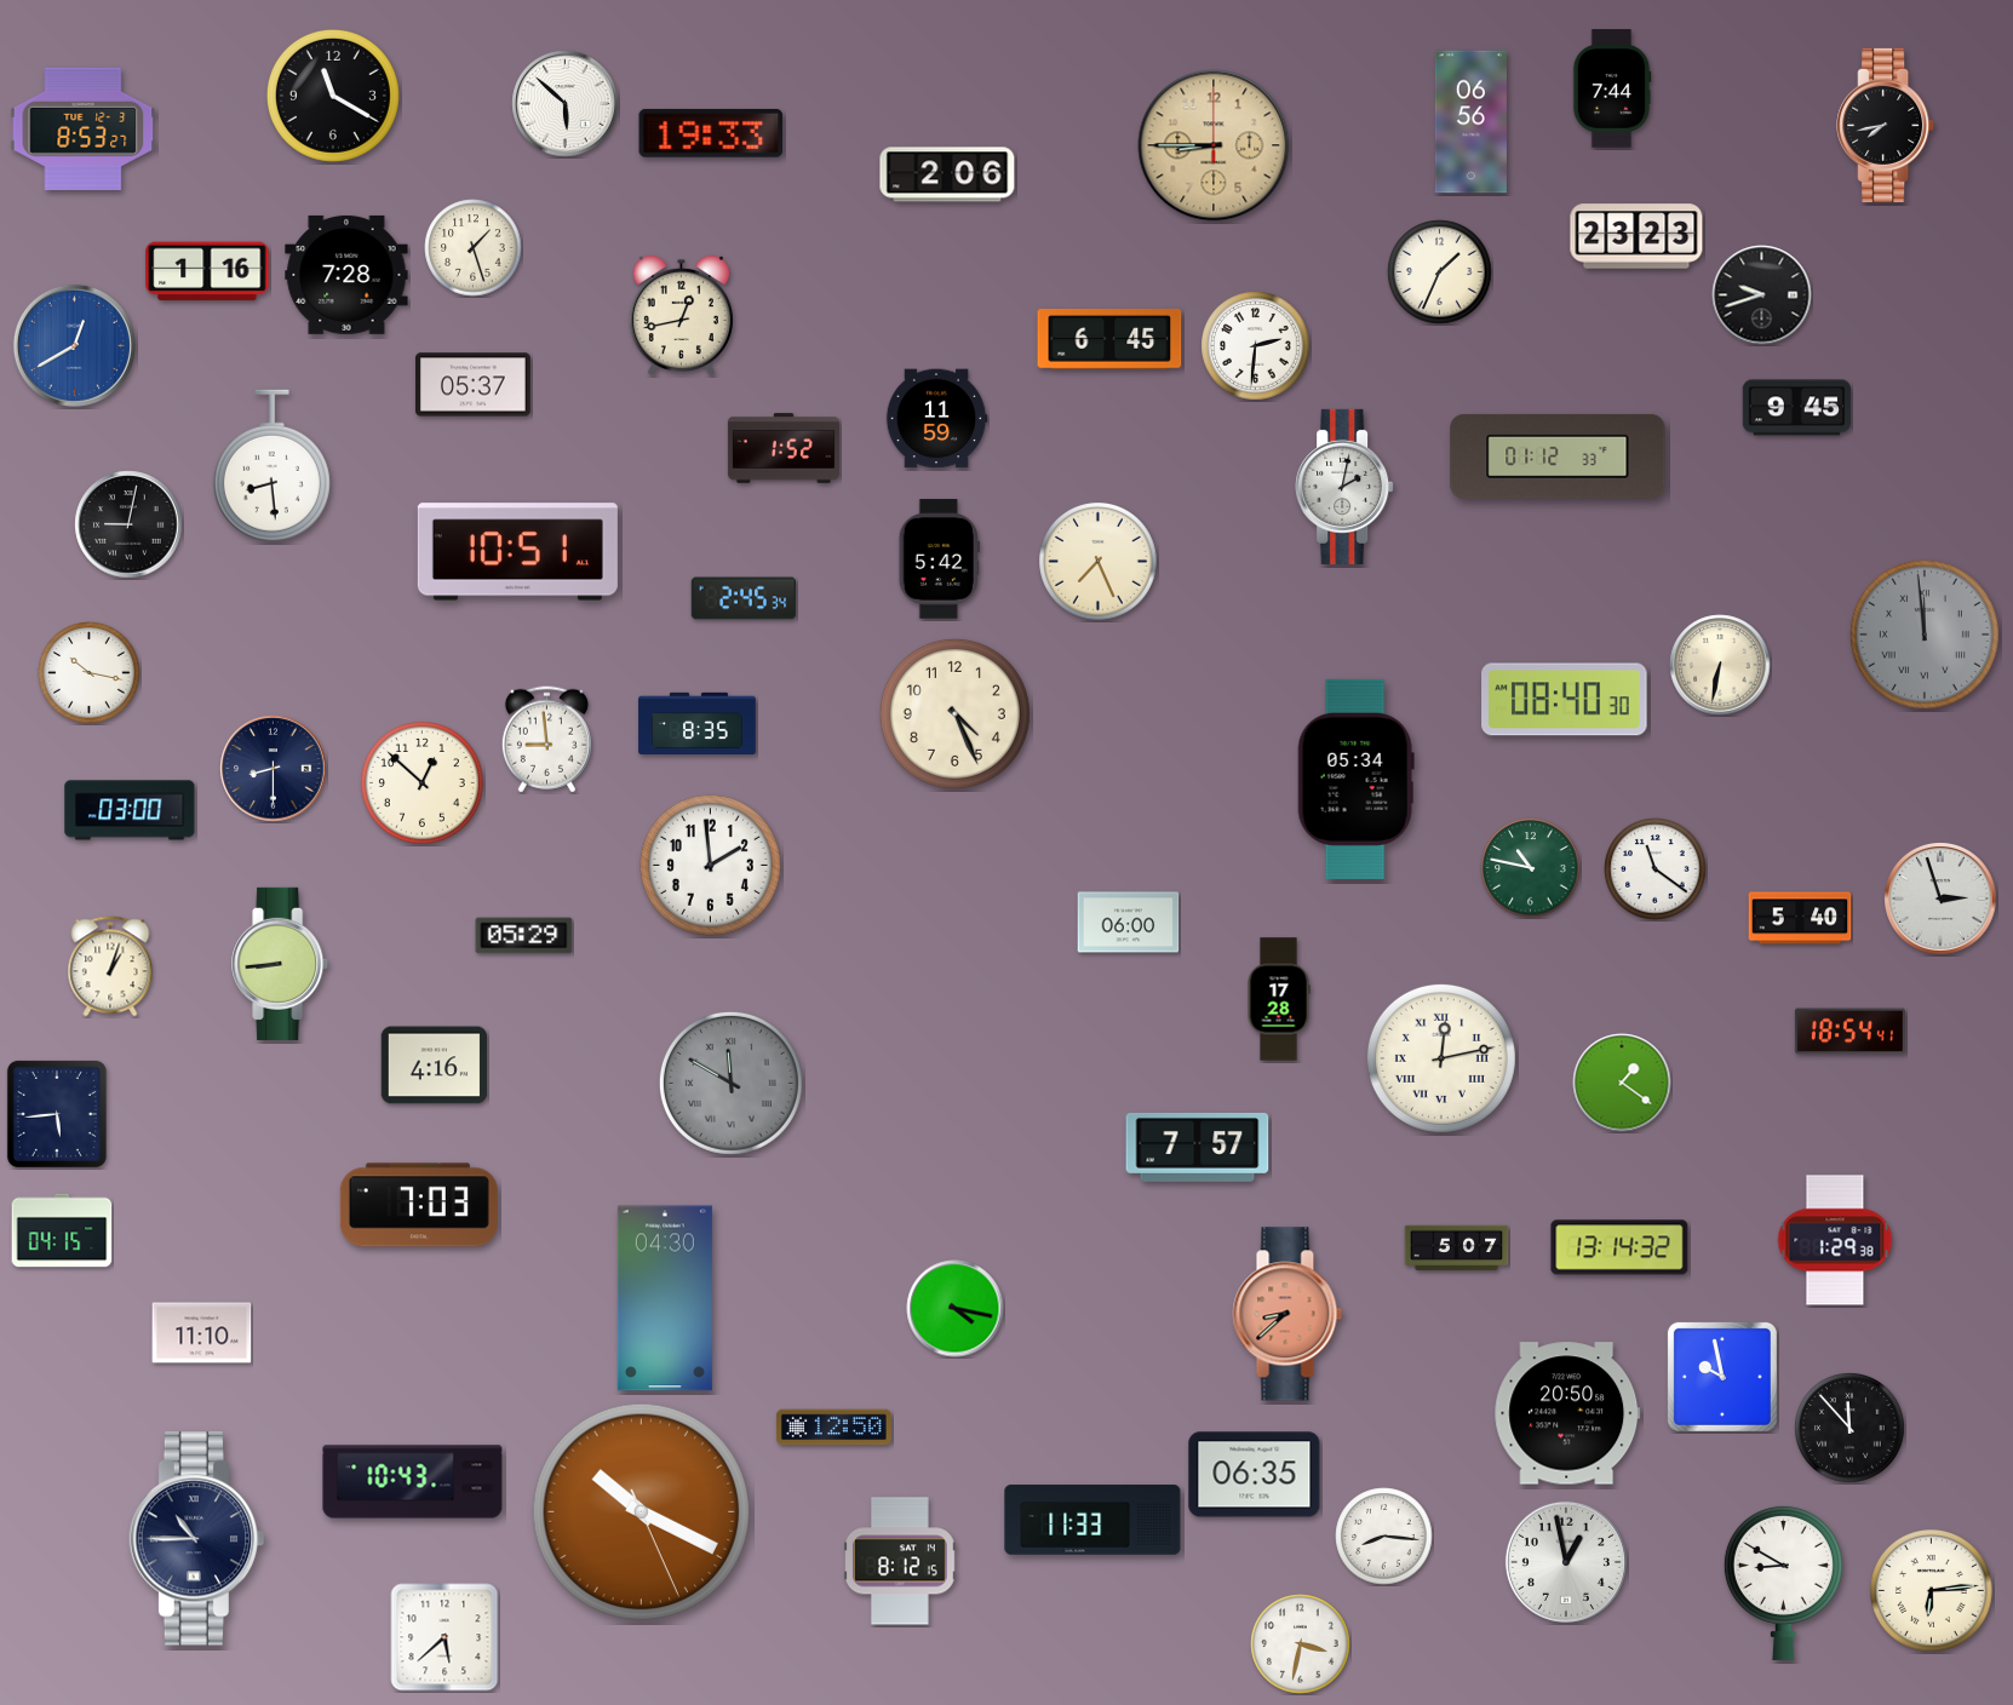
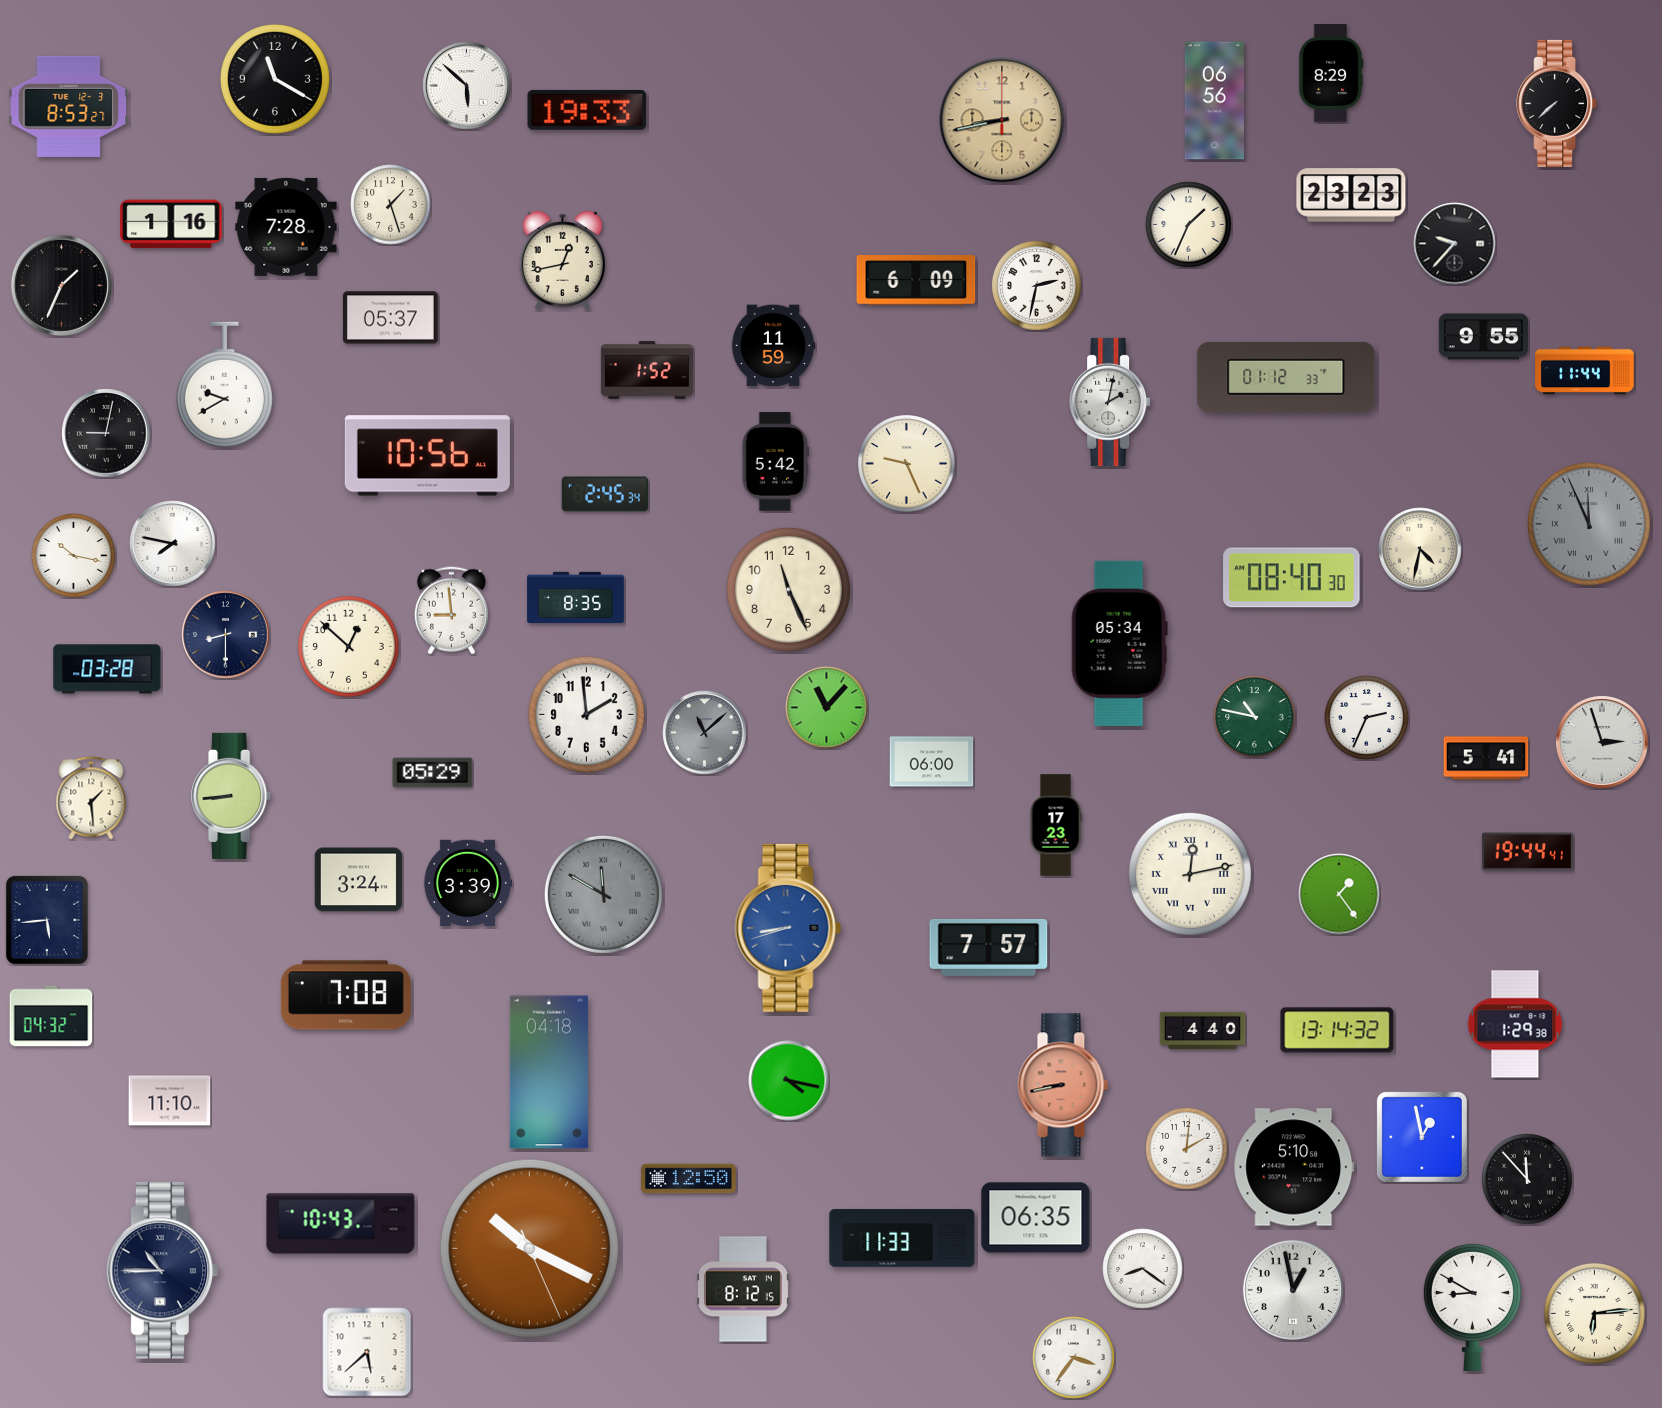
clock at (1612, 88): 7:44 -> 8:29
clock at (1886, 125): 7:43 -> 7:38
clock at (1214, 145): 8:45 -> 8:43
clock at (947, 174): 2:06 -> none
clock at (1762, 295): 9:42 -> 9:37
clock at (1109, 340): 6:45 -> 6:09
clock at (74, 345): 12:40 -> 1:34
clock at (74, 345) dial: blue -> black
clock at (1256, 346): 2:31 -> 2:32
clock at (1796, 408): 9:45 -> 9:55
clock at (1585, 371): none -> 11:44
clock at (271, 466): 8:29 -> 9:40
clock at (517, 552): 10:51 -> 10:56
clock at (1099, 562): 7:26 -> 9:26
clock at (744, 598) position: (744, 598) -> (605, 494)
clock at (1925, 635): 11:59 -> 11:56
clock at (173, 544): none -> 7:47
clock at (1720, 665): 6:32 -> 4:32
clock at (954, 713): 4:26 -> 11:26
clock at (130, 810): 03:00 -> 03:28
clock at (827, 708): none -> 11:07
clock at (1531, 868) position: (1531, 868) -> (1255, 717)
clock at (1656, 869): 11:21 -> 2:34
clock at (705, 733): none -> 11:08
clock at (1800, 918): 5:40 -> 5:41
clock at (110, 966): 1:03 -> 1:29
clock at (1279, 999): 17:28 -> 17:23
clock at (1849, 1032): 18:54 -> 19:44
clock at (435, 1066): 4:16 -> 3:24
clock at (467, 883): none -> 3:39
clock at (1622, 1083): 1:21 -> 1:24
clock at (788, 928): none -> 8:42
clock at (419, 1205): 7:03 -> 7:08
clock at (62, 1230): 04:15 -> 04:32
clock at (1457, 1248): 5:07 -> 4:40
clock at (665, 1298): 04:30 -> 04:18
clock at (1287, 1314): 8:38 -> 8:43
clock at (202, 1333) position: (202, 1333) -> (170, 1101)
clock at (1722, 1377): 9:58 -> 12:58
clock at (1187, 1149): none -> 2:01
clock at (1567, 1413): 20:50 -> 5:10
clock at (1092, 1520) position: (1092, 1520) -> (902, 1238)
clock at (1384, 1537): 8:16 -> 8:21
clock at (1301, 1644): 3:32 -> 3:36
